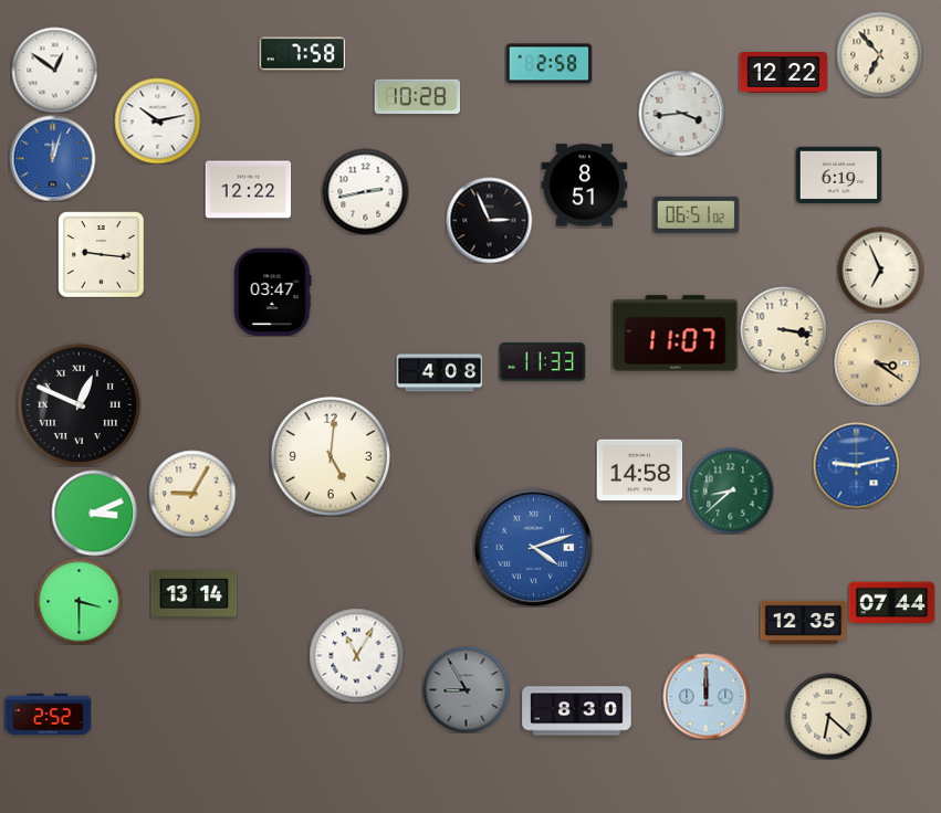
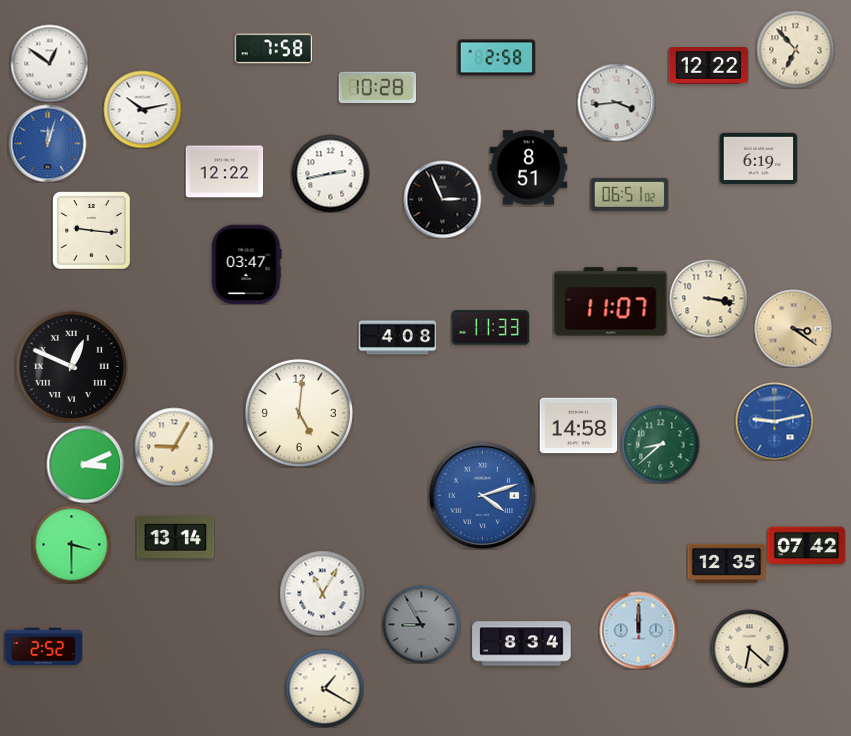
clock at (880, 270): 6:56 -> none
clock at (891, 603): 07:44 -> 07:42
clock at (577, 711): 8:30 -> 8:34
clock at (324, 688): none -> 1:20
